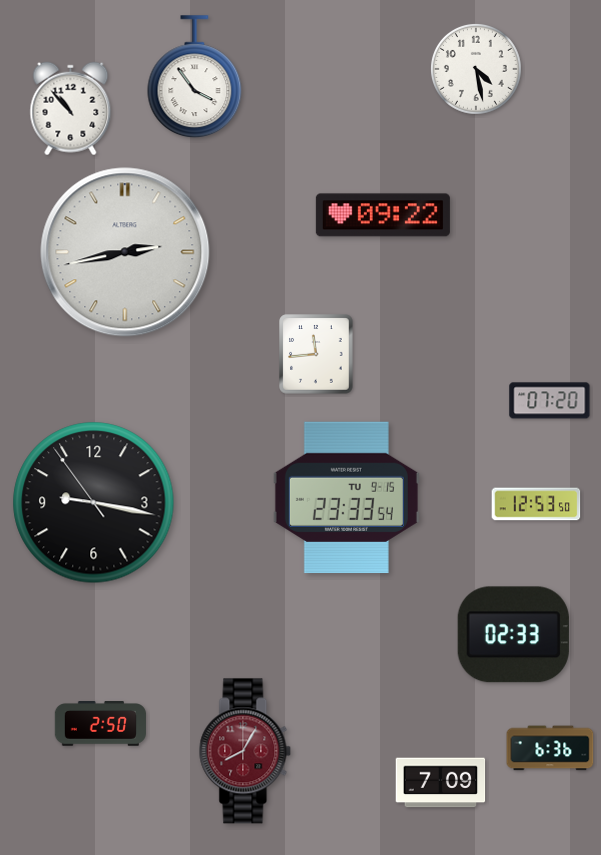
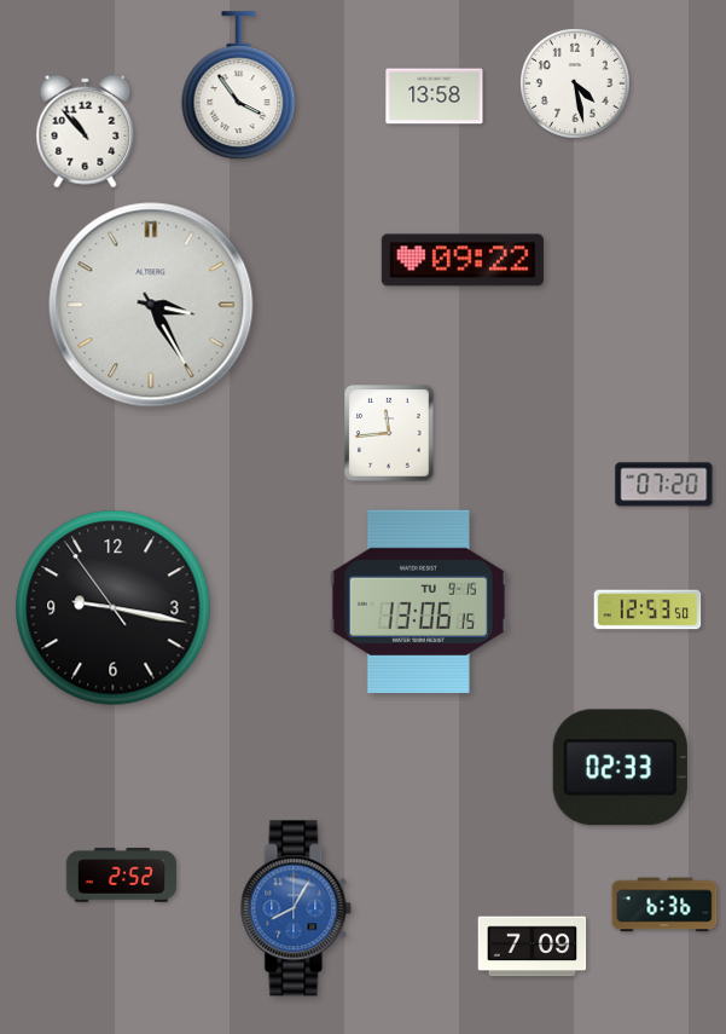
clock at (195, 77) position: (195, 77) -> (239, 86)
clock at (435, 97): none -> 13:58
clock at (125, 252): 2:43 -> 3:25
clock at (316, 354) position: (316, 354) -> (389, 433)
clock at (346, 498): 23:33 -> 13:06
clock at (100, 724): 2:50 -> 2:52
clock at (245, 751) dial: burgundy -> blue
